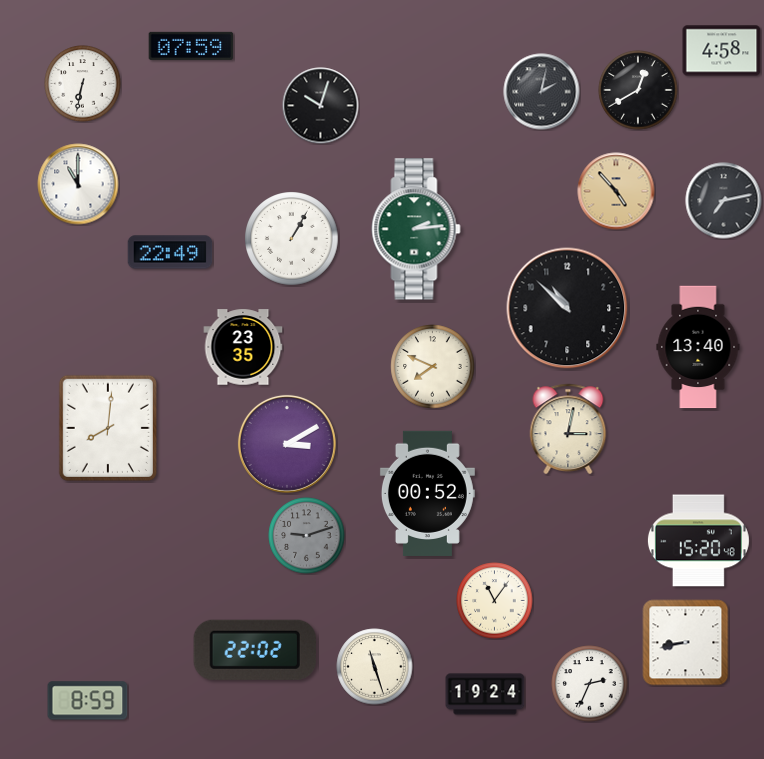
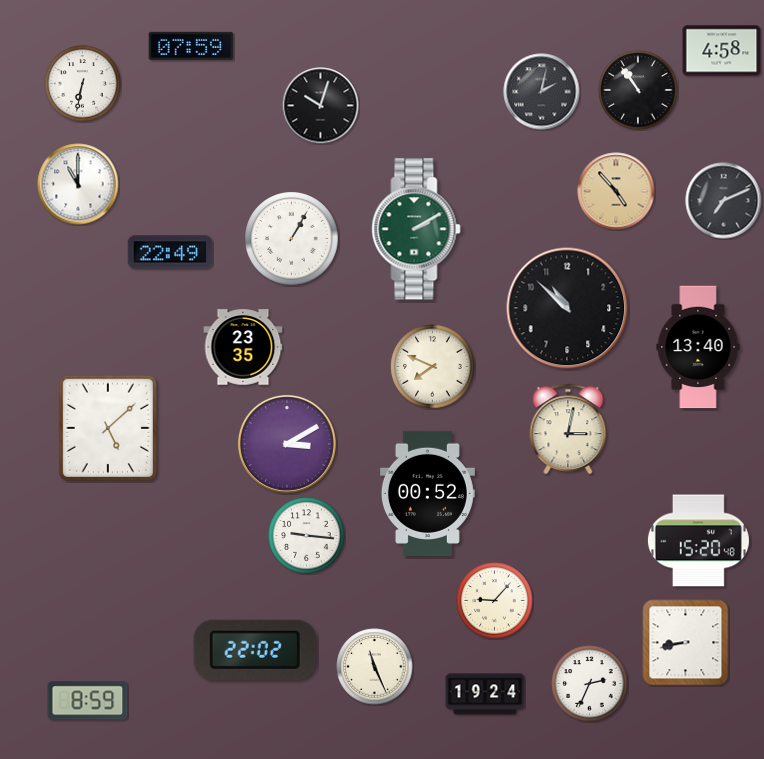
clock at (638, 90): 12:40 -> 10:54
clock at (724, 201): 7:13 -> 7:11
clock at (416, 229): 2:14 -> 2:10
clock at (108, 428): 8:01 -> 5:08
clock at (307, 536): 9:12 -> 9:16
clock at (307, 536) dial: grey -> white
clock at (495, 601): 11:06 -> 9:07
clock at (375, 667): 11:27 -> 11:26
